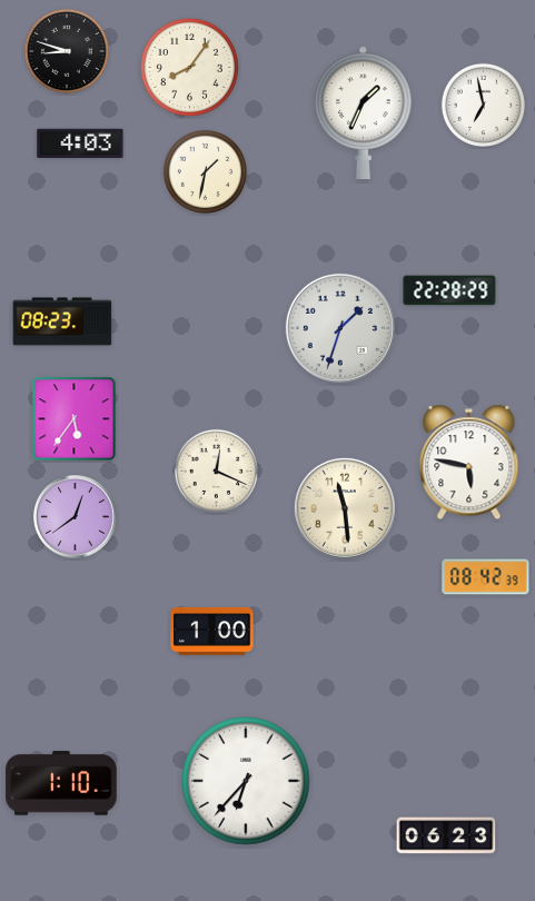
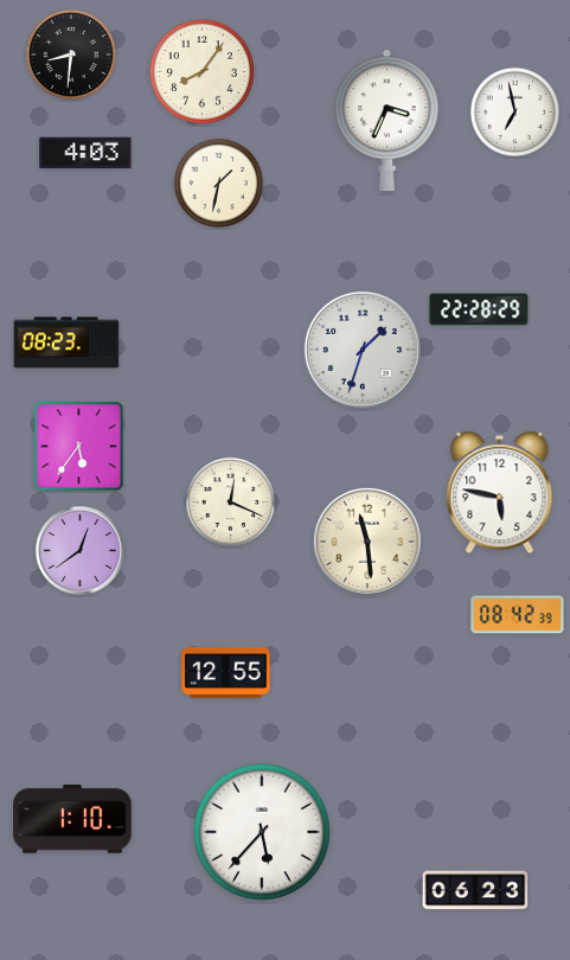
clock at (66, 50): 8:48 -> 8:31
clock at (364, 112): 1:34 -> 3:34
clock at (212, 632): 1:00 -> 12:55
clock at (246, 781): 6:37 -> 5:37
clock at (61, 783) position: (61, 783) -> (72, 819)
